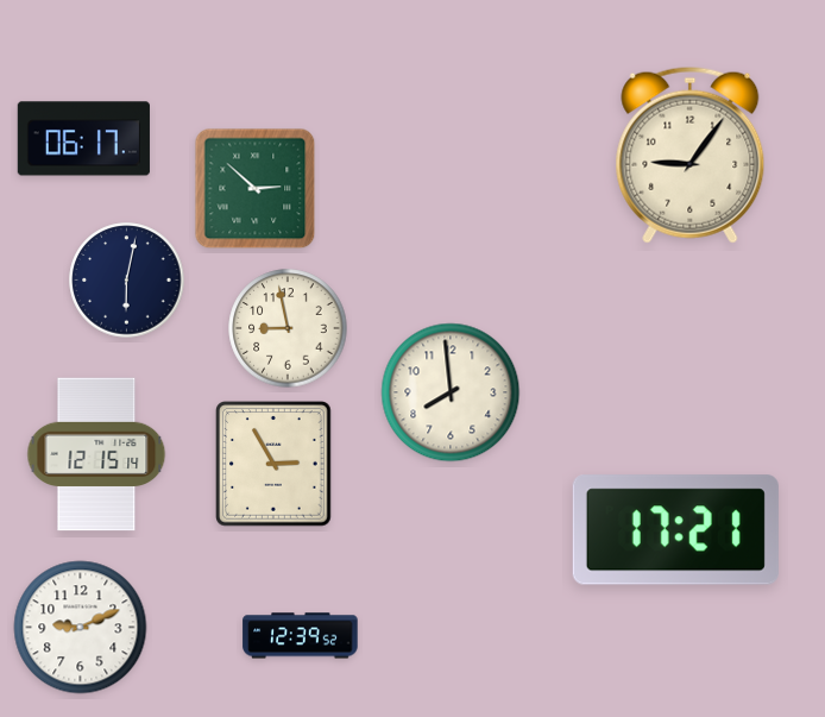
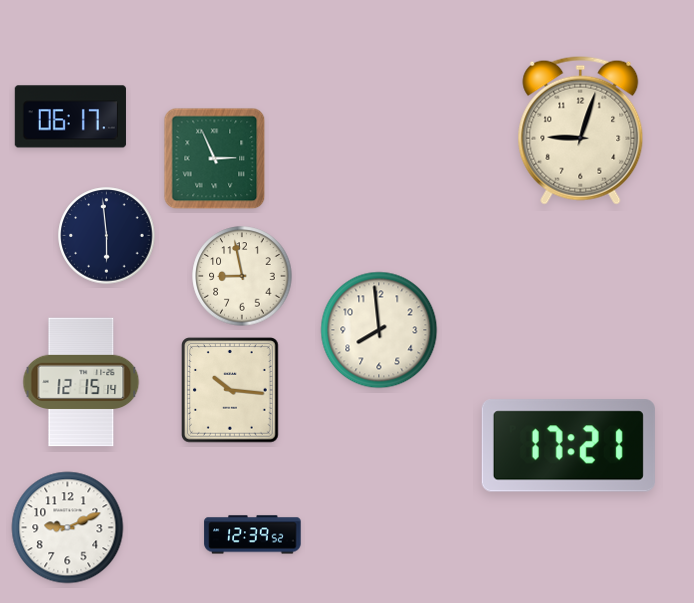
clock at (691, 155): 9:06 -> 9:03
clock at (256, 189): 2:52 -> 2:56
clock at (127, 281): 6:02 -> 5:59
clock at (273, 464): 2:55 -> 10:16
